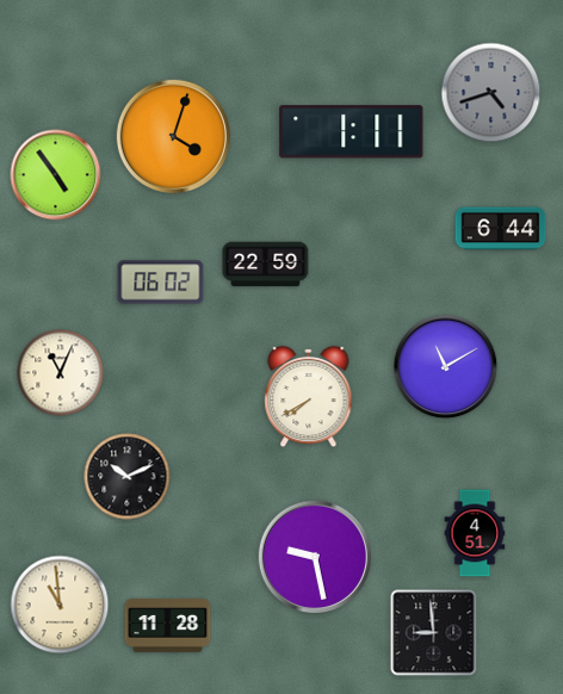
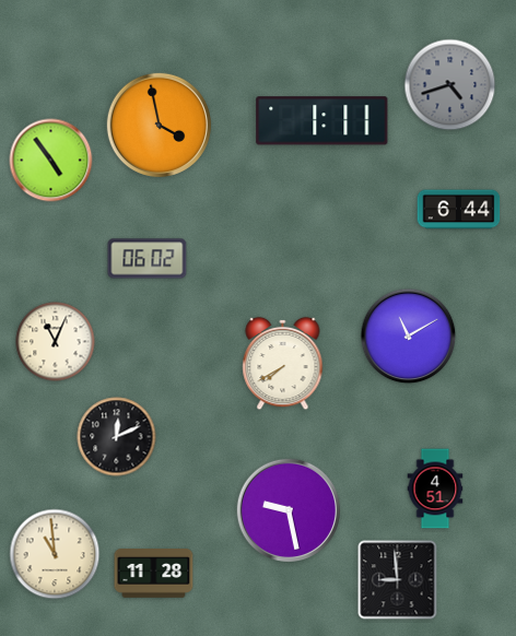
clock at (173, 136): 4:03 -> 3:58
clock at (266, 265): 22:59 -> none
clock at (128, 477): 10:11 -> 12:11
